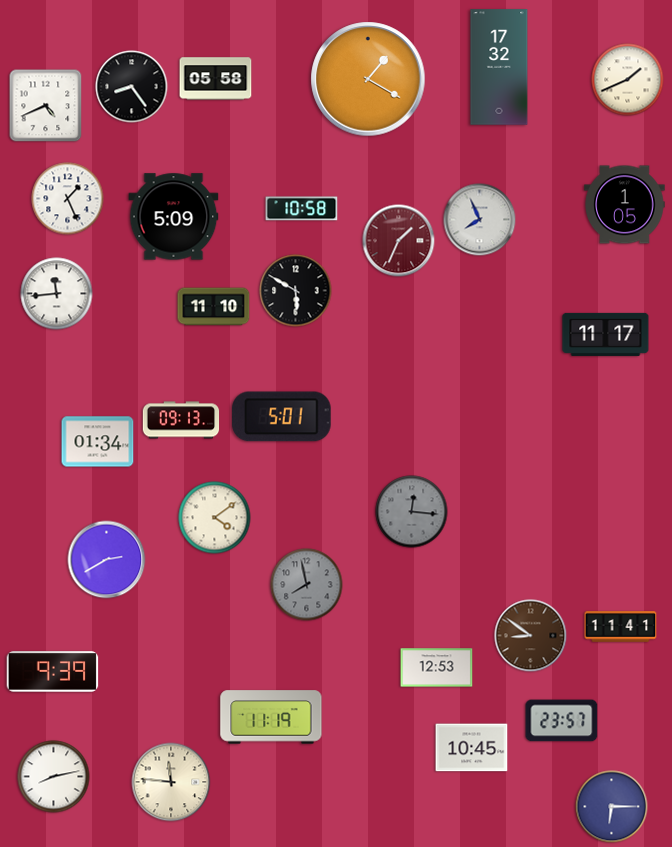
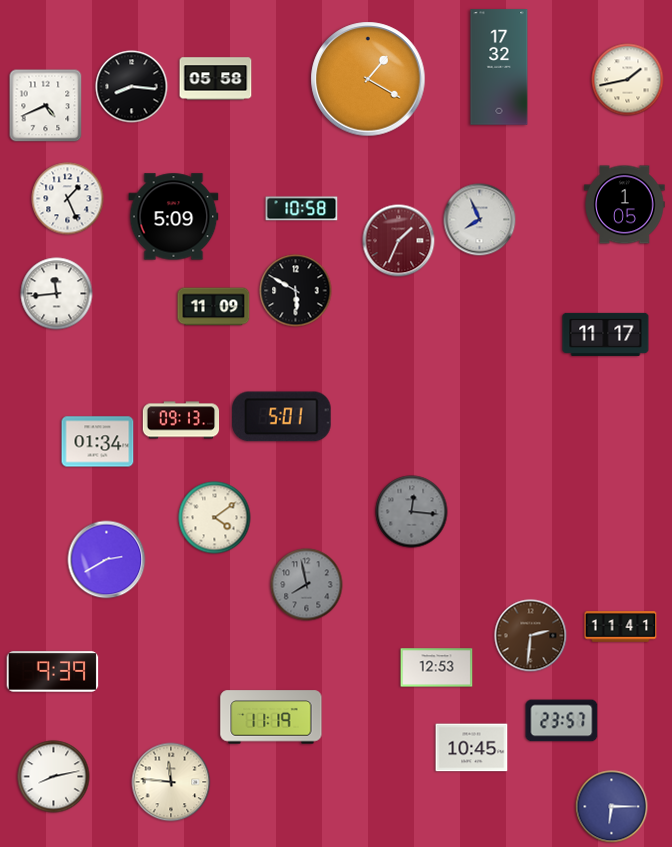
clock at (628, 80): 1:41 -> 1:43
clock at (132, 87): 8:24 -> 8:16
clock at (214, 307): 11:10 -> 11:09
clock at (531, 636): 8:51 -> 2:31
